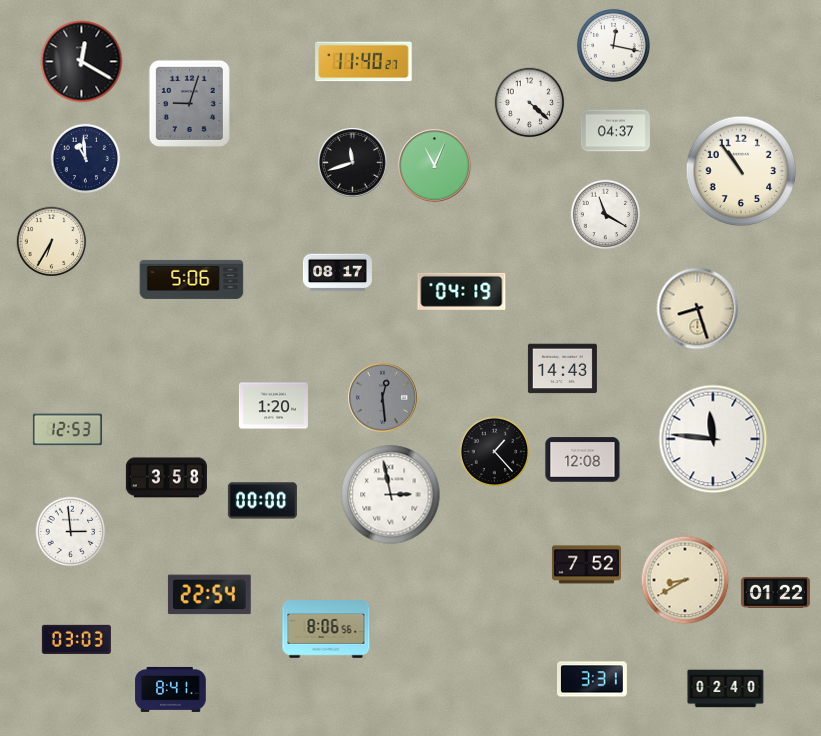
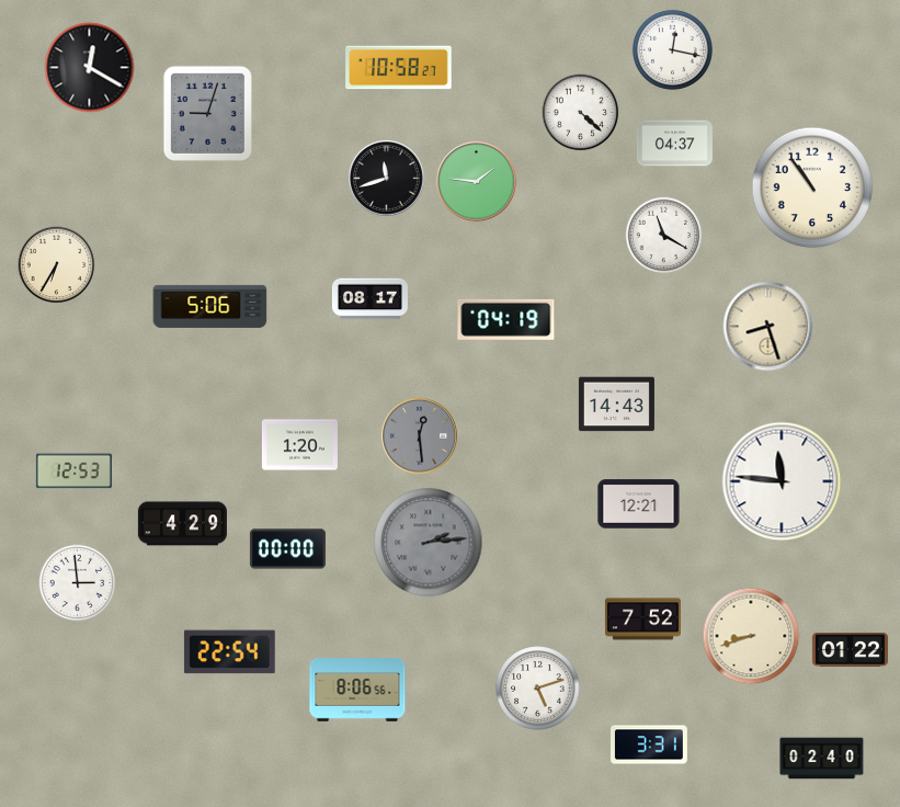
clock at (364, 62): 11:40 -> 10:58
clock at (86, 159): 10:59 -> none
clock at (435, 166): 11:04 -> 1:46
clock at (698, 309) position: (698, 309) -> (768, 327)
clock at (495, 452): 1:23 -> none
clock at (583, 460): 12:08 -> 12:21
clock at (166, 478): 3:58 -> 4:29
clock at (391, 495): 2:58 -> 2:14
clock at (391, 495) dial: white -> grey
clock at (685, 580): 8:40 -> 8:42
clock at (538, 689): none -> 5:12
clock at (76, 639): 03:03 -> none
clock at (171, 689): 8:41 -> none
clock at (726, 689) position: (726, 689) -> (822, 759)
